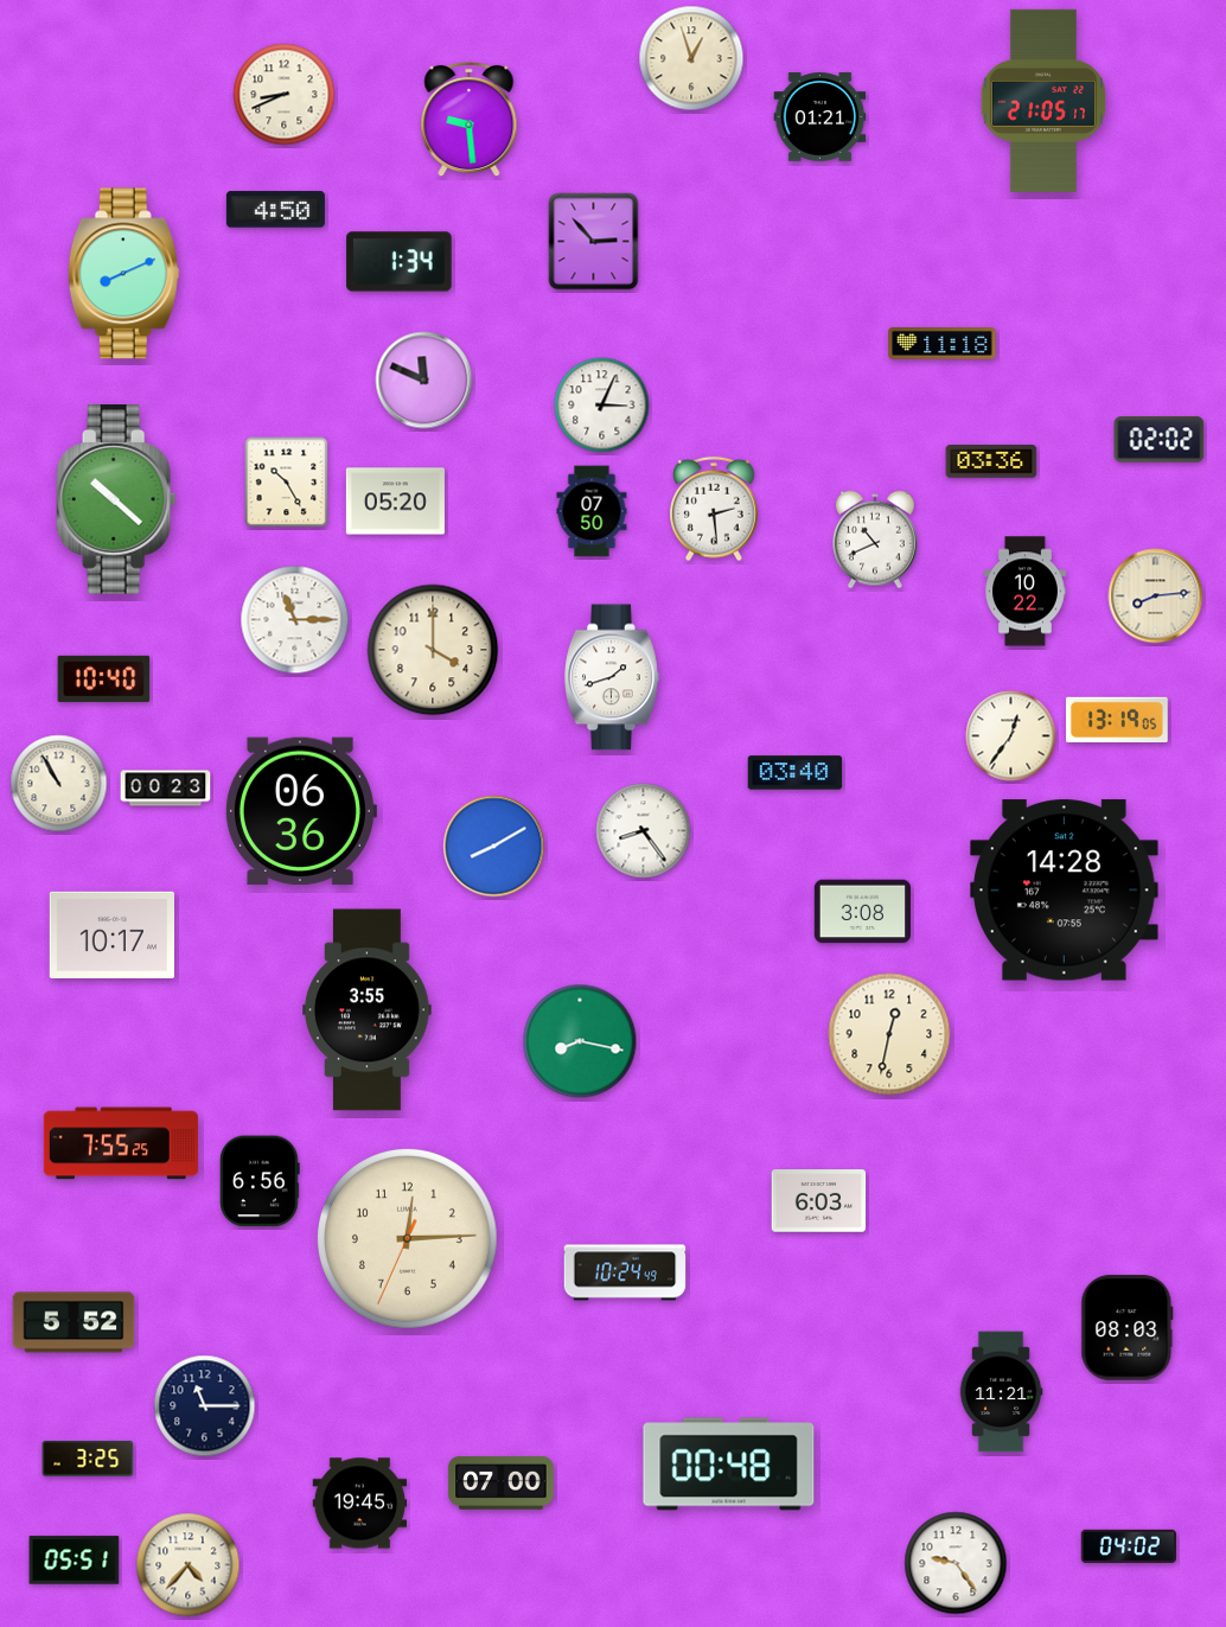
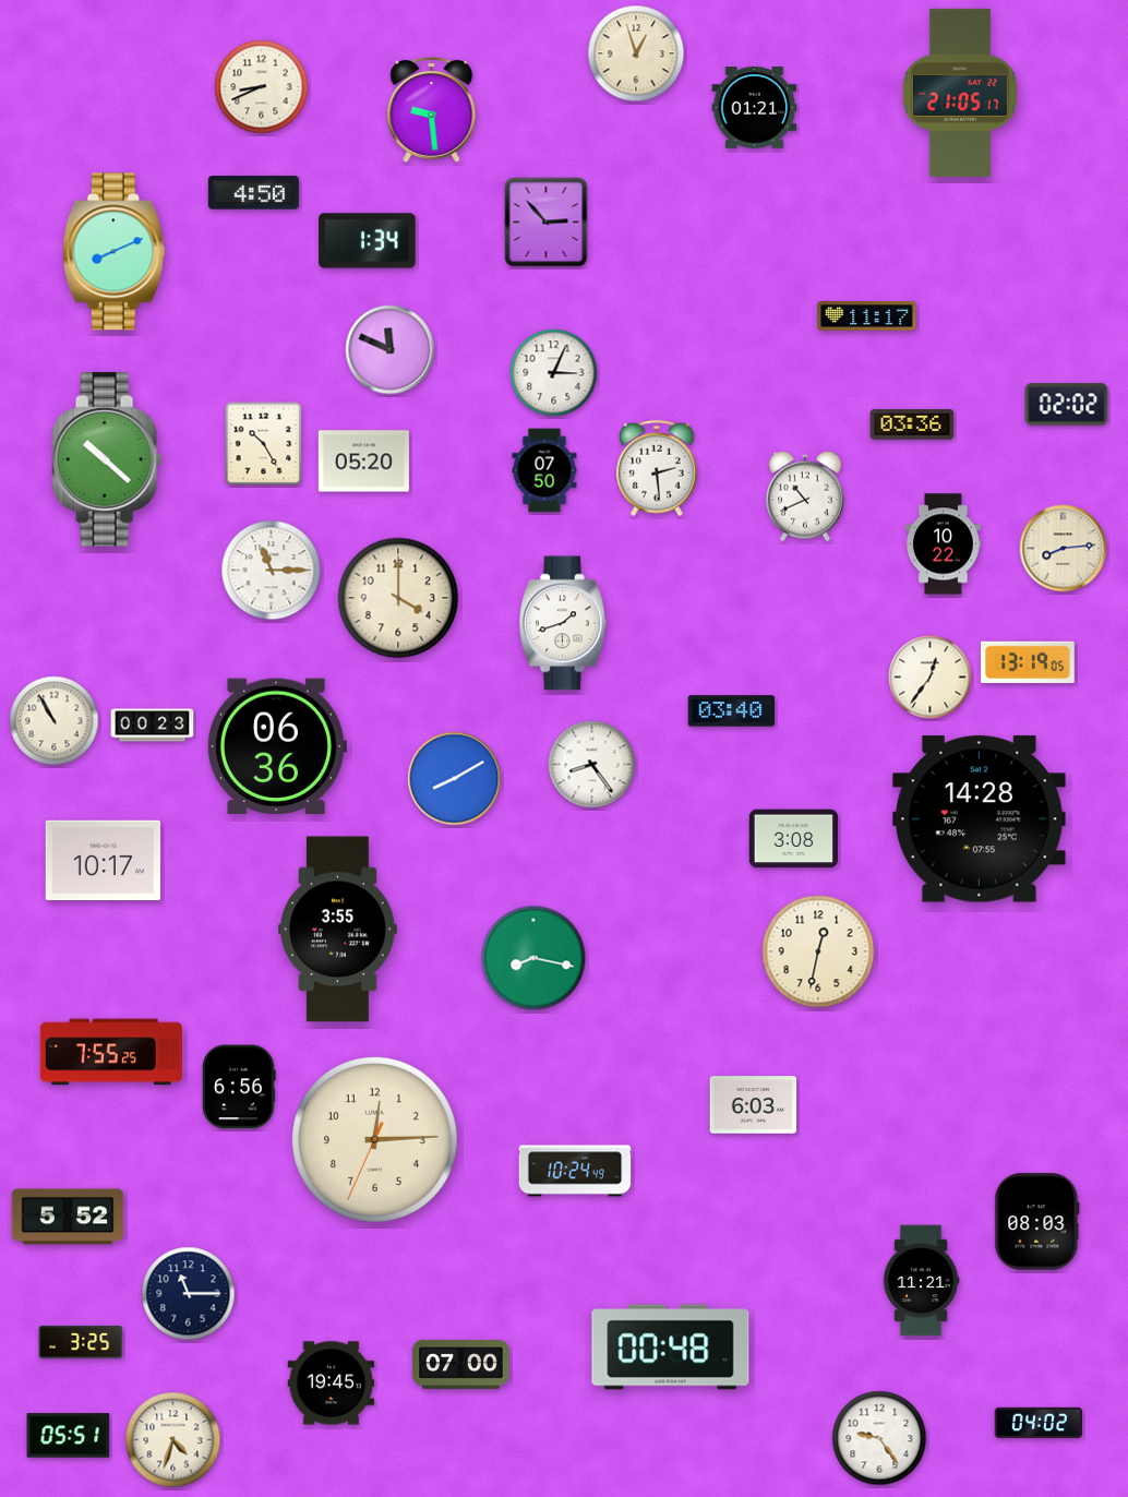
clock at (943, 344): 11:18 -> 11:17
clock at (104, 678): 10:40 -> none
clock at (189, 1565): 4:37 -> 4:33
